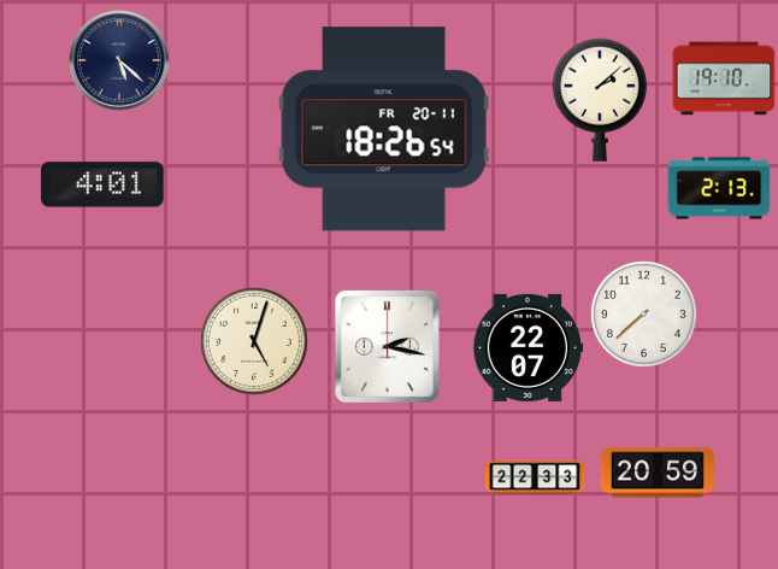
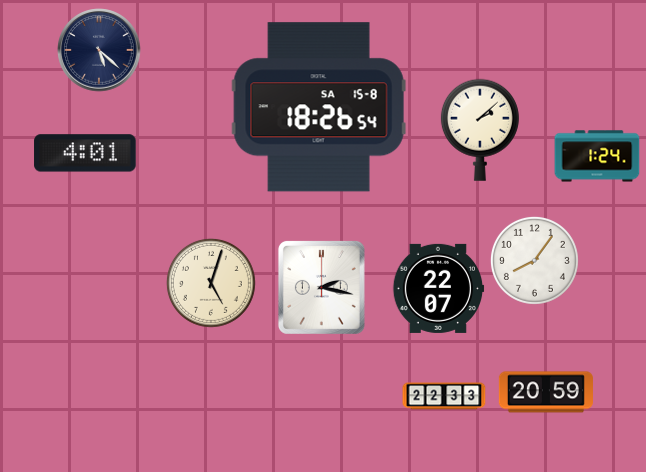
clock at (724, 78): 19:10 -> none
clock at (600, 100) position: (600, 100) -> (480, 130)
clock at (384, 129) date: FR 20-11 -> SA 15-8
clock at (719, 188): 2:13 -> 1:24
clock at (643, 313): 7:38 -> 8:06
